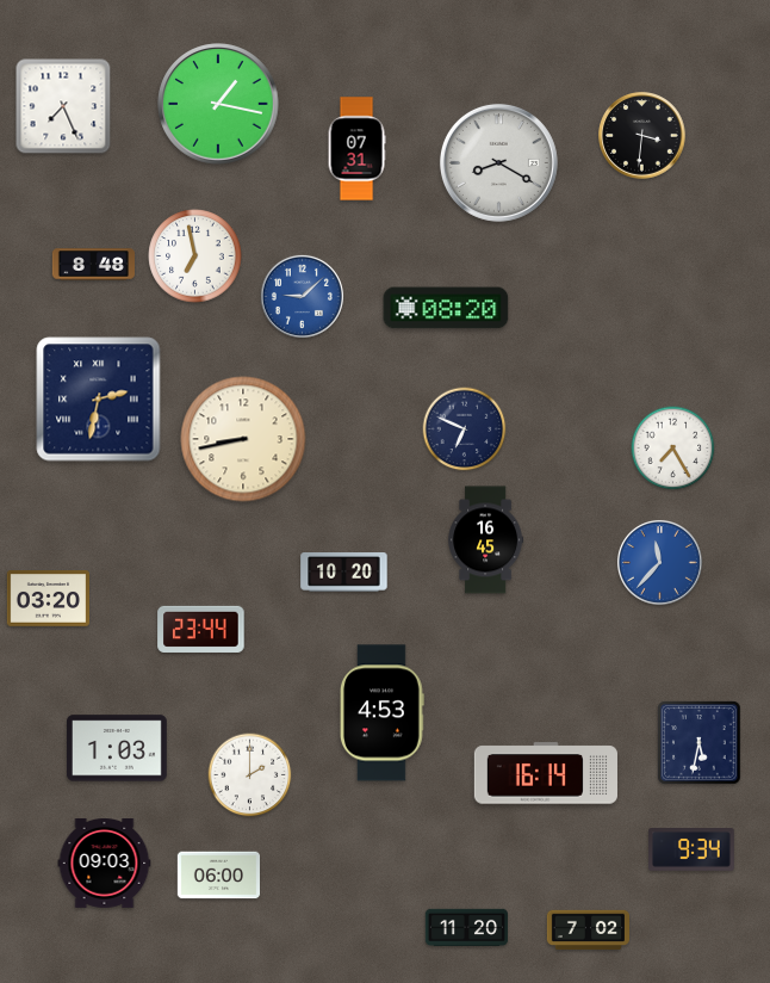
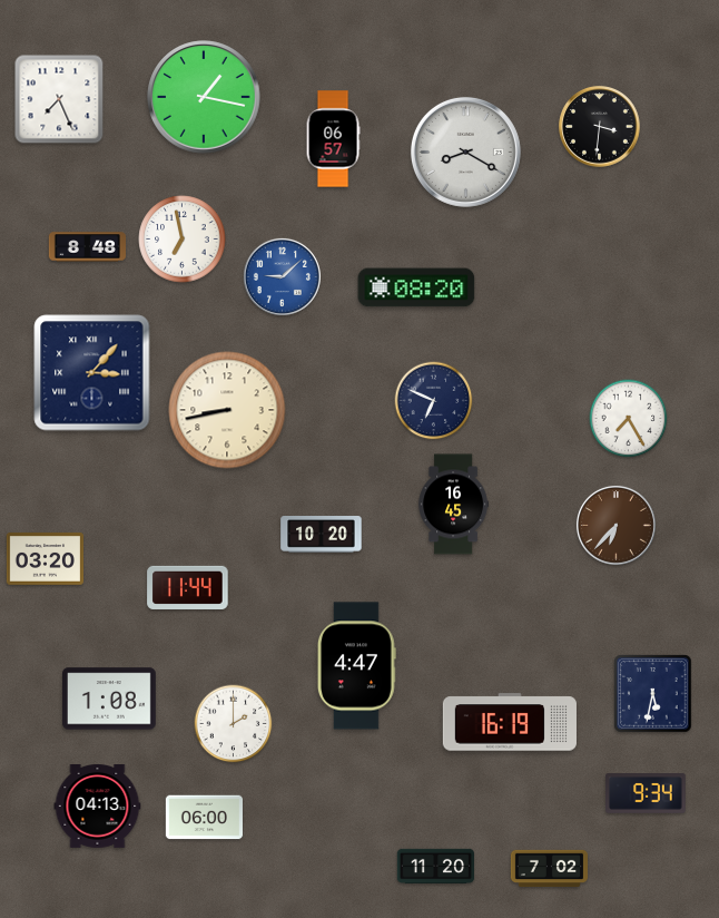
clock at (356, 149): 07:31 -> 06:57
clock at (99, 400): 2:32 -> 3:07
clock at (659, 562): 11:37 -> 6:37
clock at (659, 562) dial: blue -> brown
clock at (201, 629): 23:44 -> 11:44
clock at (383, 713): 4:53 -> 4:47
clock at (117, 748): 1:03 -> 1:08
clock at (546, 773): 16:14 -> 16:19
clock at (105, 864): 09:03 -> 04:13
